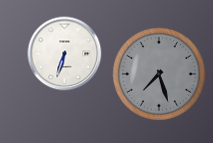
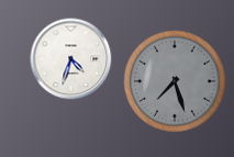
clock at (65, 54): 6:33 -> 4:33
